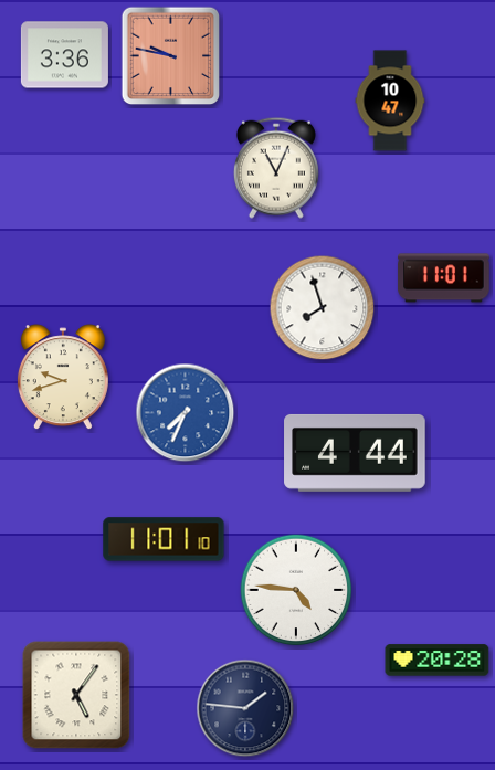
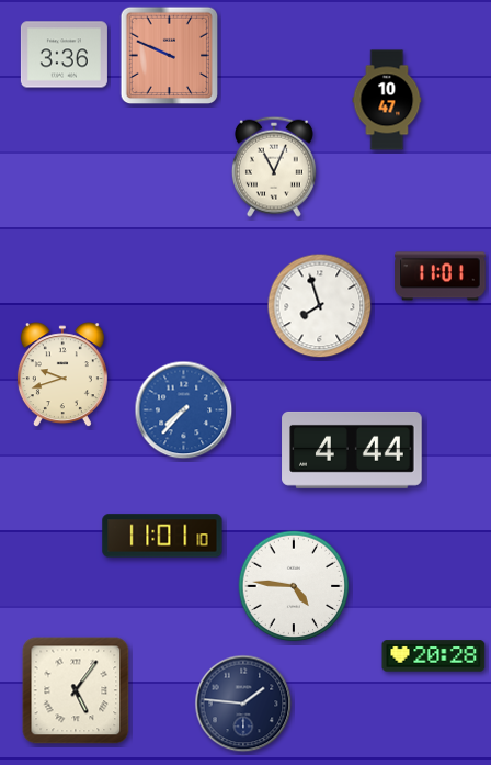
clock at (171, 56): 9:47 -> 9:49
clock at (186, 413): 7:34 -> 7:37
